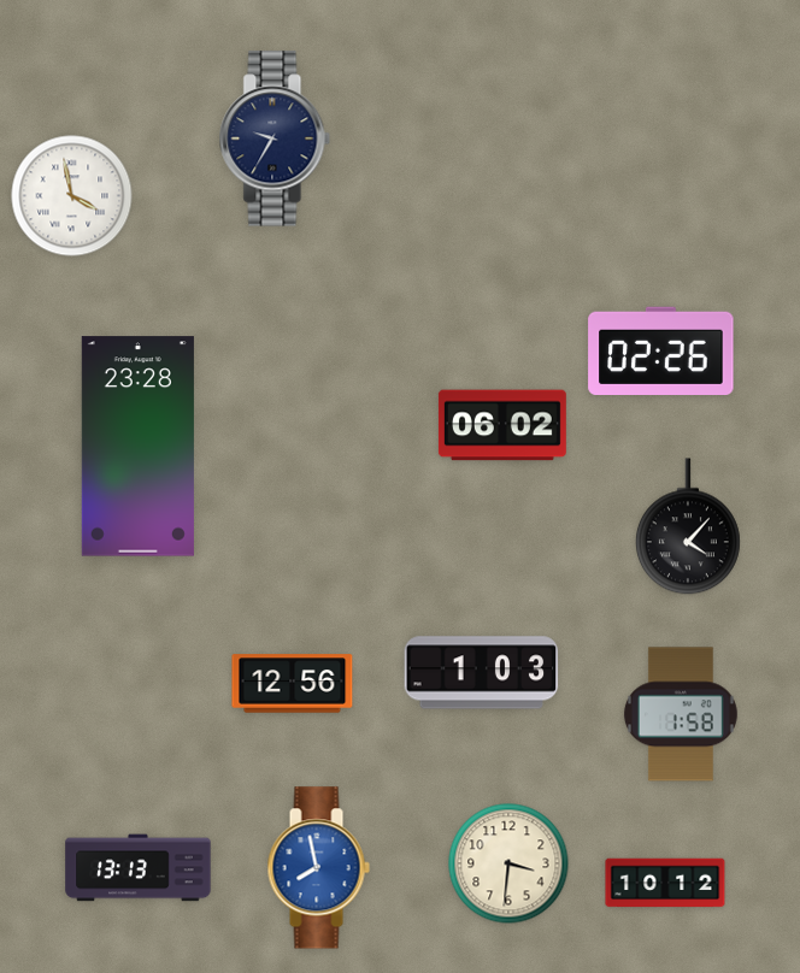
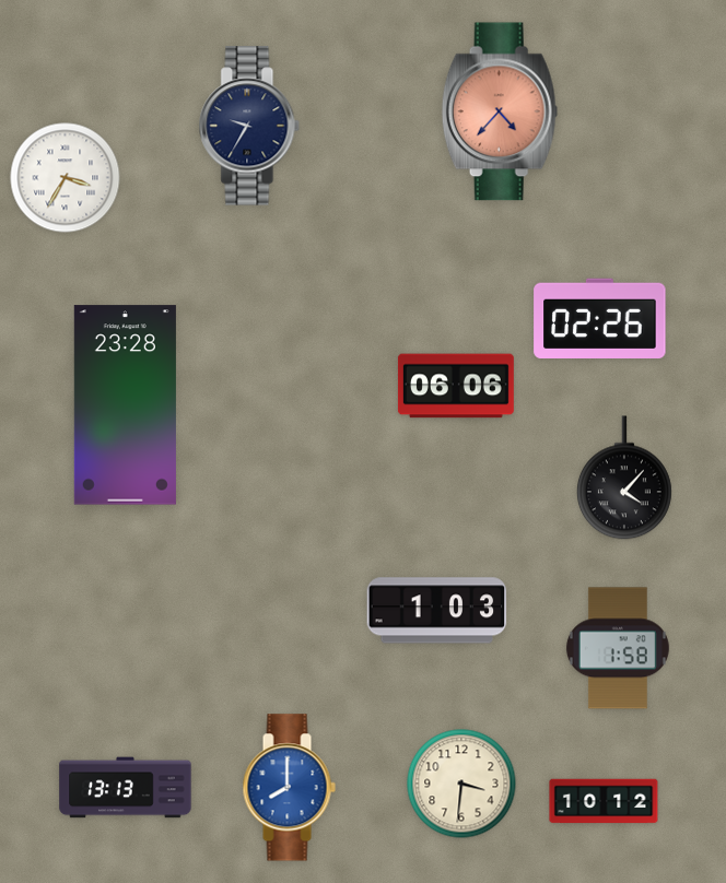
clock at (500, 111): none -> 4:37
clock at (72, 196): 3:58 -> 3:35
clock at (502, 425): 06:02 -> 06:06
clock at (293, 684): 12:56 -> none
clock at (318, 868): 7:58 -> 8:00
